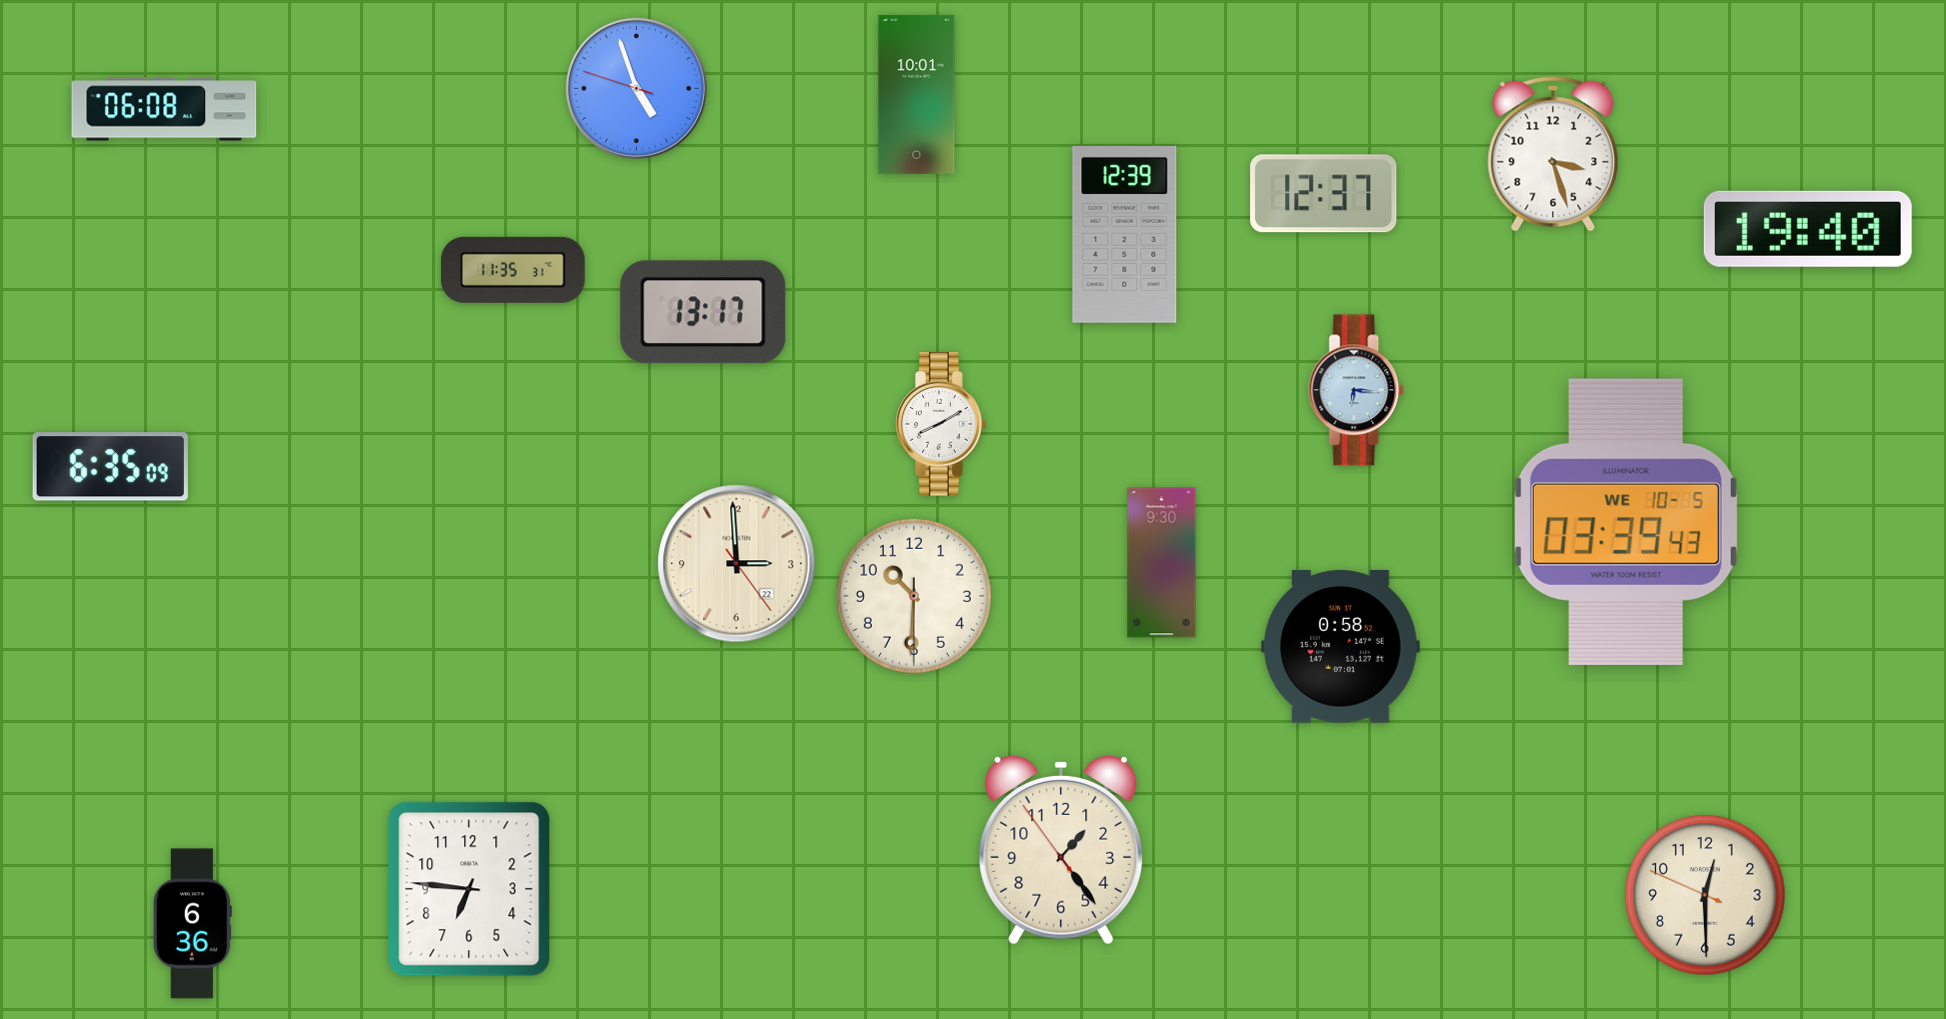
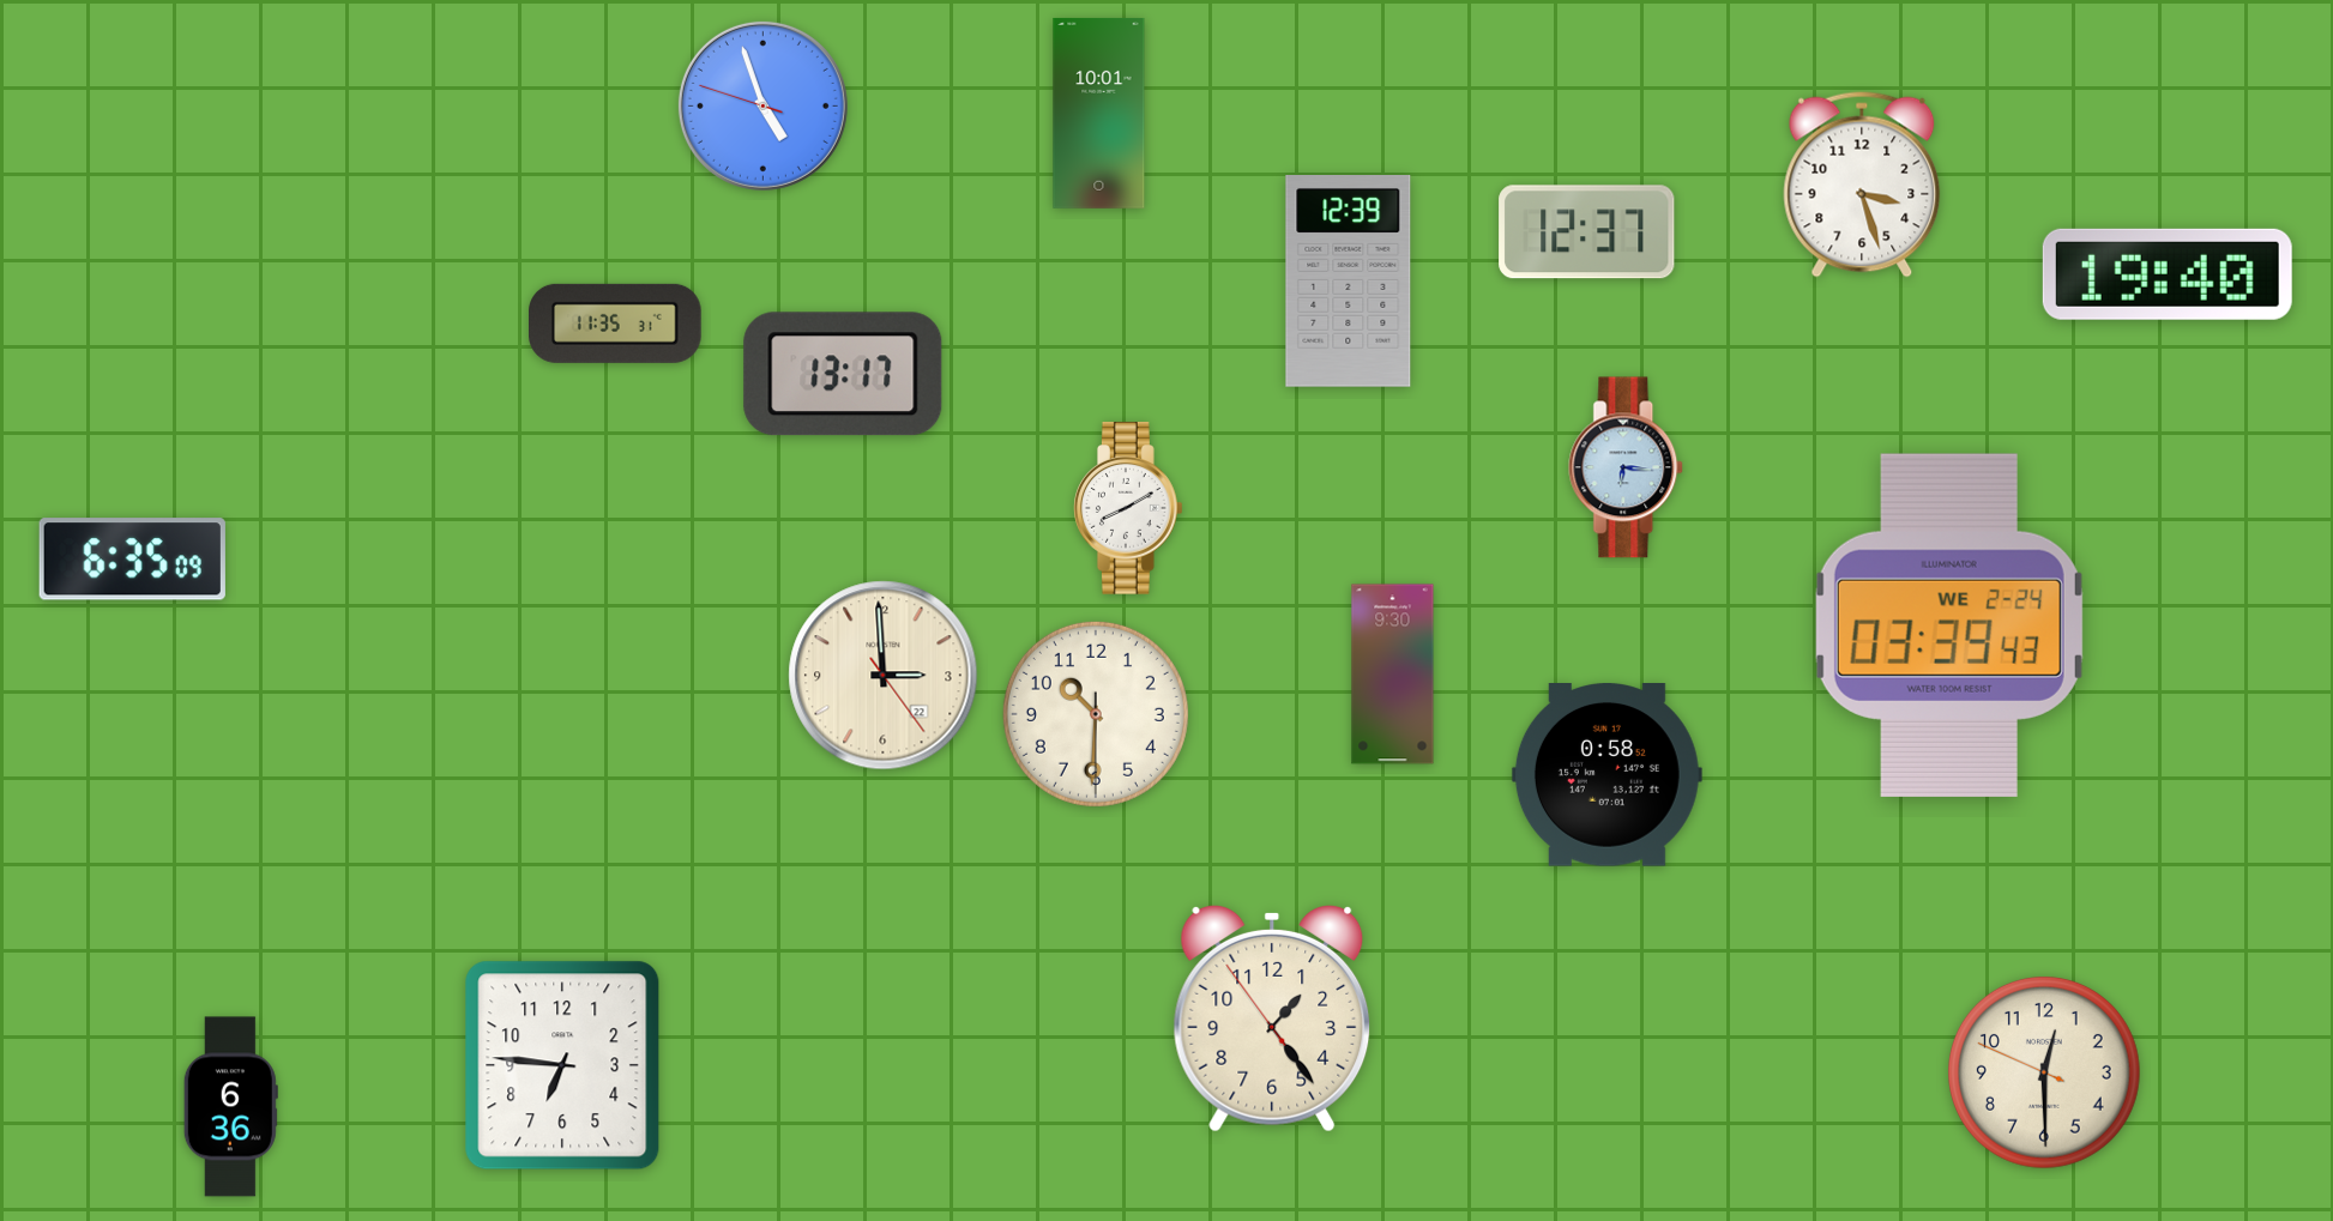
clock at (164, 109): 06:08 -> none
clock at (1626, 522) date: WE 10-5 -> WE 2-24
